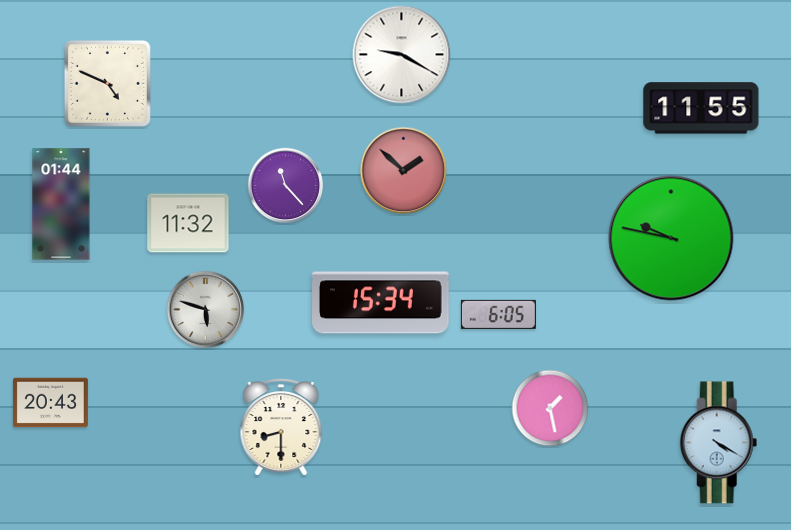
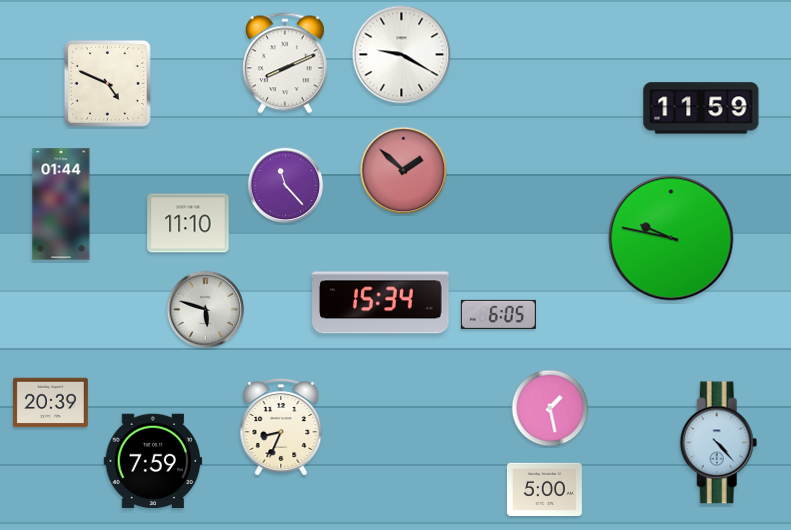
clock at (286, 63): none -> 8:11
clock at (701, 108): 11:55 -> 11:59
clock at (188, 223): 11:32 -> 11:10
clock at (50, 403): 20:43 -> 20:39
clock at (281, 427): 8:30 -> 8:34
clock at (719, 443): 4:20 -> 4:23
clock at (153, 461): none -> 7:59
clock at (544, 489): none -> 5:00
